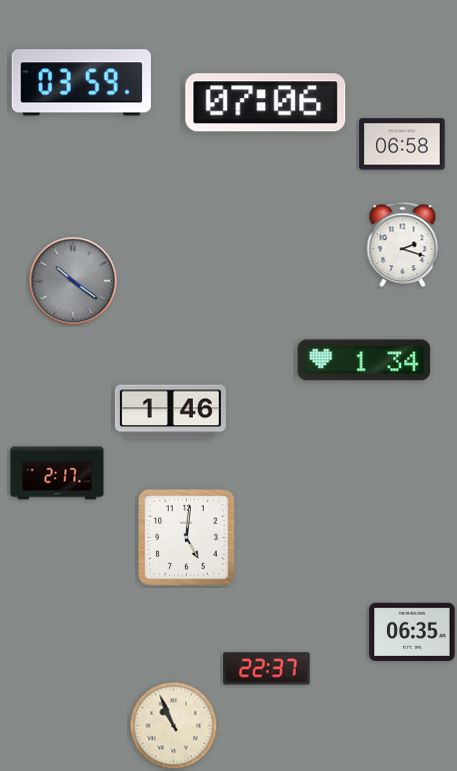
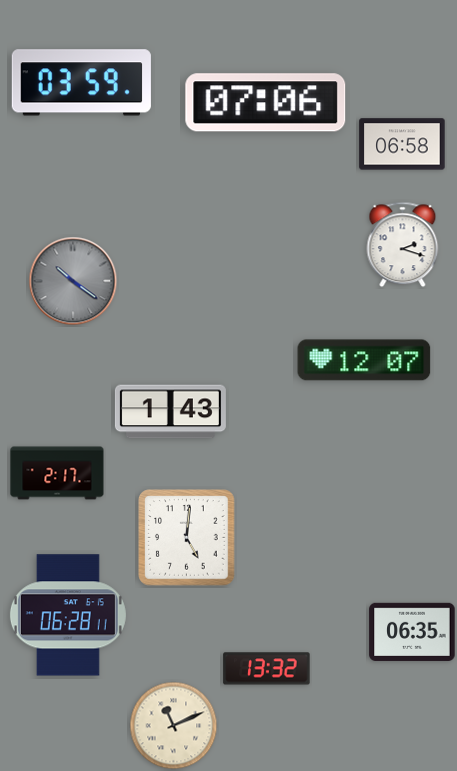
clock at (364, 360): 1:34 -> 12:07
clock at (170, 412): 1:46 -> 1:43
clock at (68, 615): none -> 06:28
clock at (267, 669): 22:37 -> 13:32
clock at (174, 726): 10:56 -> 11:11
